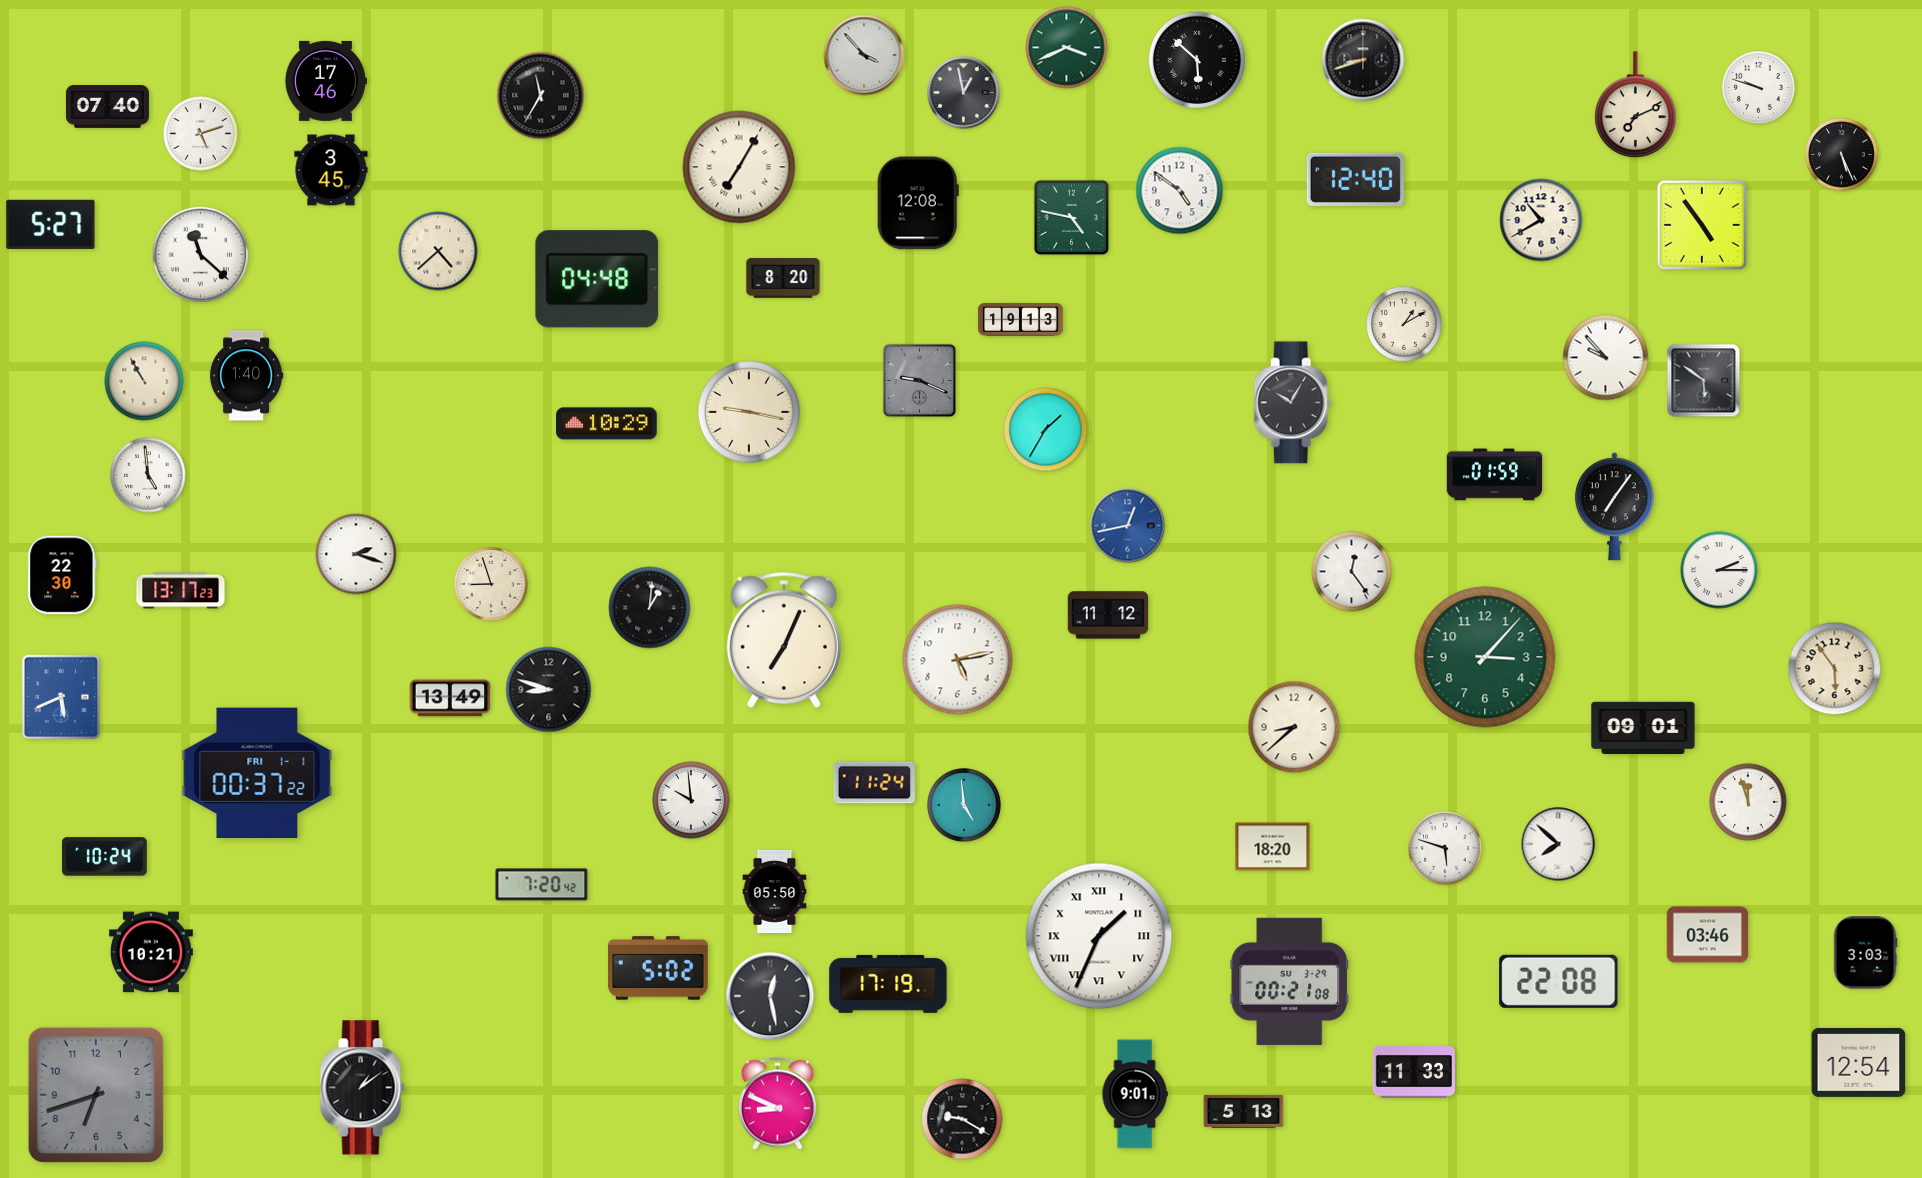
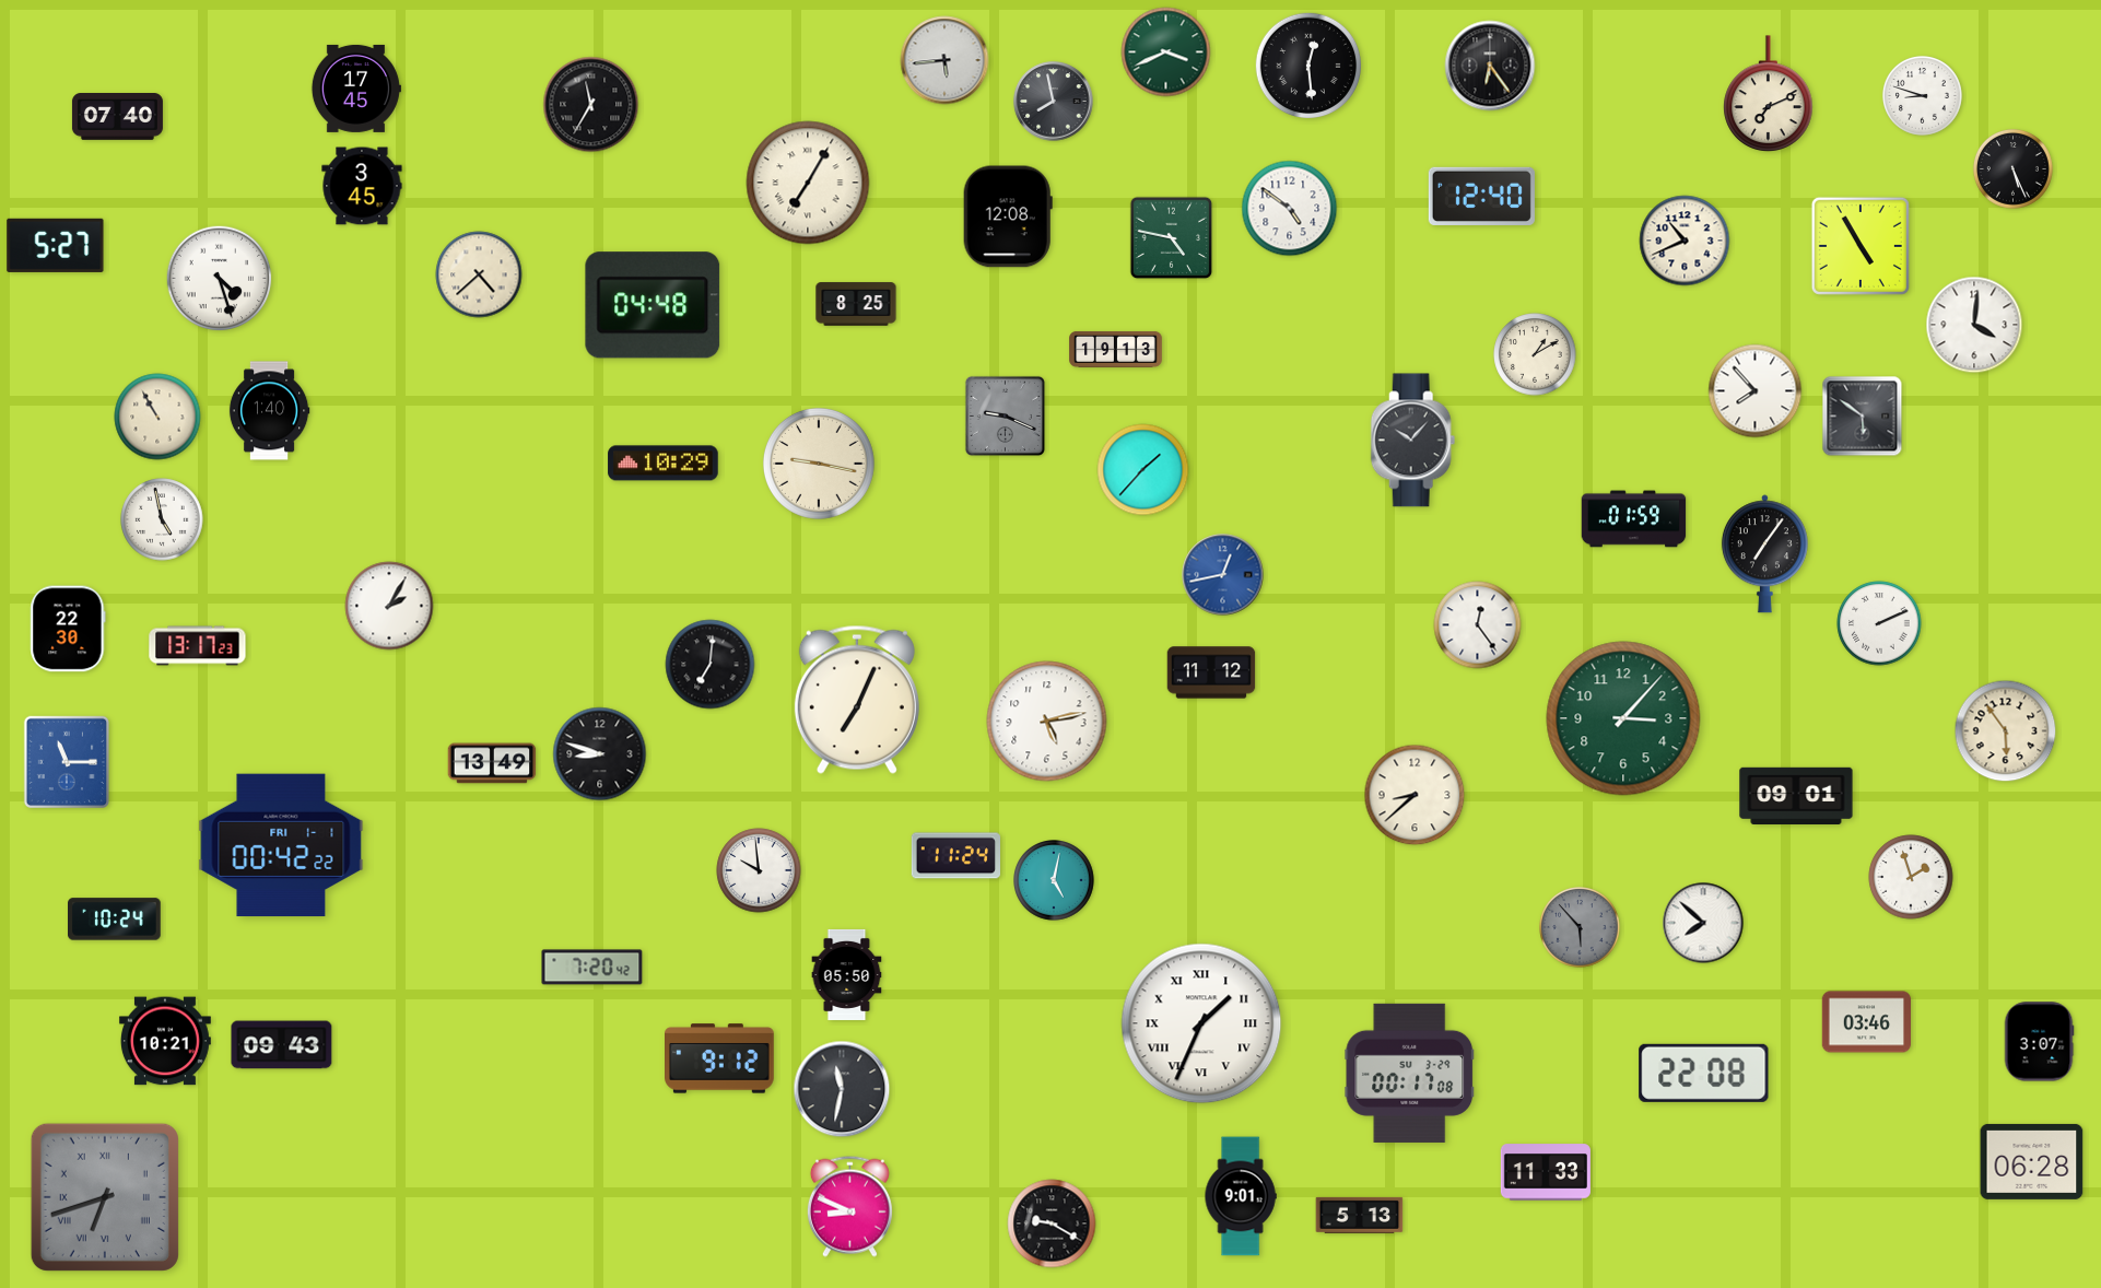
clock at (864, 55): 3:53 -> 5:44
clock at (1196, 59): 5:52 -> 12:29
clock at (1363, 60): 8:42 -> 6:24
clock at (325, 81): 17:46 -> 17:45
clock at (1758, 87): 9:48 -> 8:48
clock at (964, 93): 12:58 -> 7:58
clock at (1636, 105) position: (1636, 105) -> (1769, 94)
clock at (201, 134): 5:12 -> none
clock at (918, 203) position: (918, 203) -> (1008, 216)
clock at (1541, 220): 10:40 -> 10:41
clock at (1702, 225): 4:54 -> 4:55
clock at (201, 255): 11:22 -> 4:27
clock at (783, 278): 8:20 -> 8:25
clock at (1974, 325): none -> 4:01
clock at (1606, 358): 9:53 -> 7:53
clock at (1293, 403): 10:05 -> 10:07
clock at (749, 412) position: (749, 412) -> (819, 464)
clock at (1046, 430): 1:35 -> 1:37
clock at (148, 475): 4:59 -> 4:58
clock at (1128, 526) position: (1128, 526) -> (1223, 575)
clock at (356, 554): 2:18 -> 2:05
clock at (1719, 570): 2:15 -> 2:11
clock at (492, 585): 8:57 -> none
clock at (650, 608): 1:01 -> 7:01
clock at (60, 696): 5:41 -> 11:15
clock at (257, 773): 00:37 -> 00:42
clock at (691, 800) position: (691, 800) -> (759, 870)
clock at (1748, 802): 11:57 -> 1:57
clock at (965, 806): 4:59 -> 5:02
clock at (1273, 847): 18:20 -> none
clock at (1446, 849): 5:48 -> 5:53
clock at (1446, 849) dial: white -> grey
clock at (105, 857) position: (105, 857) -> (115, 920)
clock at (1865, 953): 3:03 -> 3:07
clock at (282, 1045): none -> 09:43
clock at (659, 968): 5:02 -> 9:12
clock at (1290, 981): 00:21 -> 00:17
clock at (888, 984): 17:19 -> none
clock at (770, 996): 12:28 -> 11:32
clock at (1859, 1062): 12:54 -> 06:28
clock at (362, 1088): 1:09 -> none
clock at (96, 1095) numerals: Arabic -> Roman
